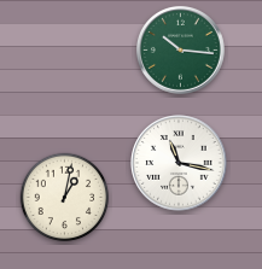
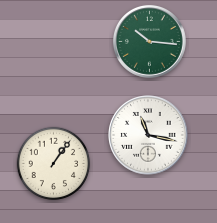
clock at (65, 198): 1:02 -> 1:06
